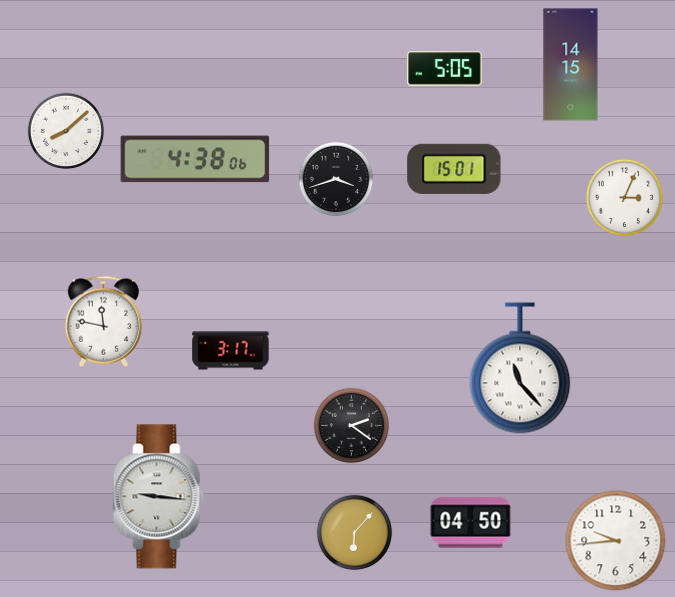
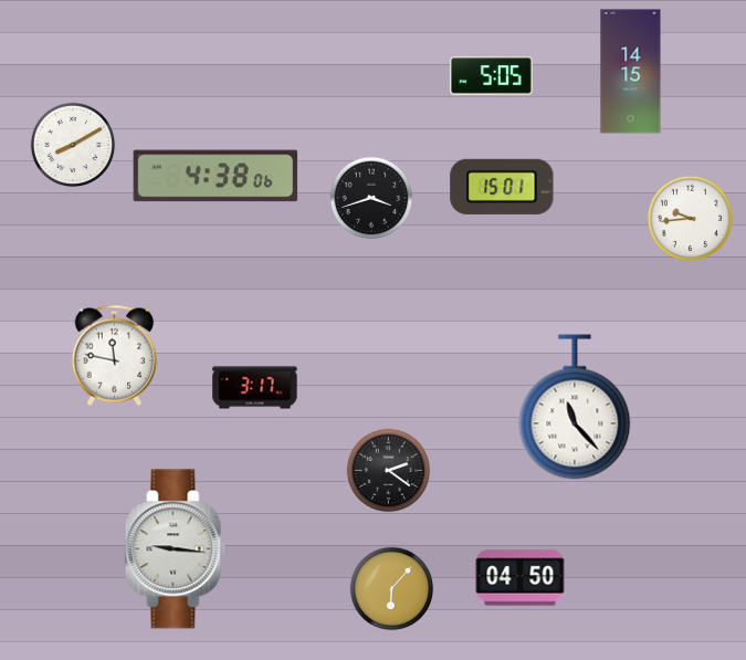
clock at (66, 131): 8:08 -> 8:10
clock at (625, 198): 3:04 -> 9:44
clock at (616, 541): 9:44 -> none
